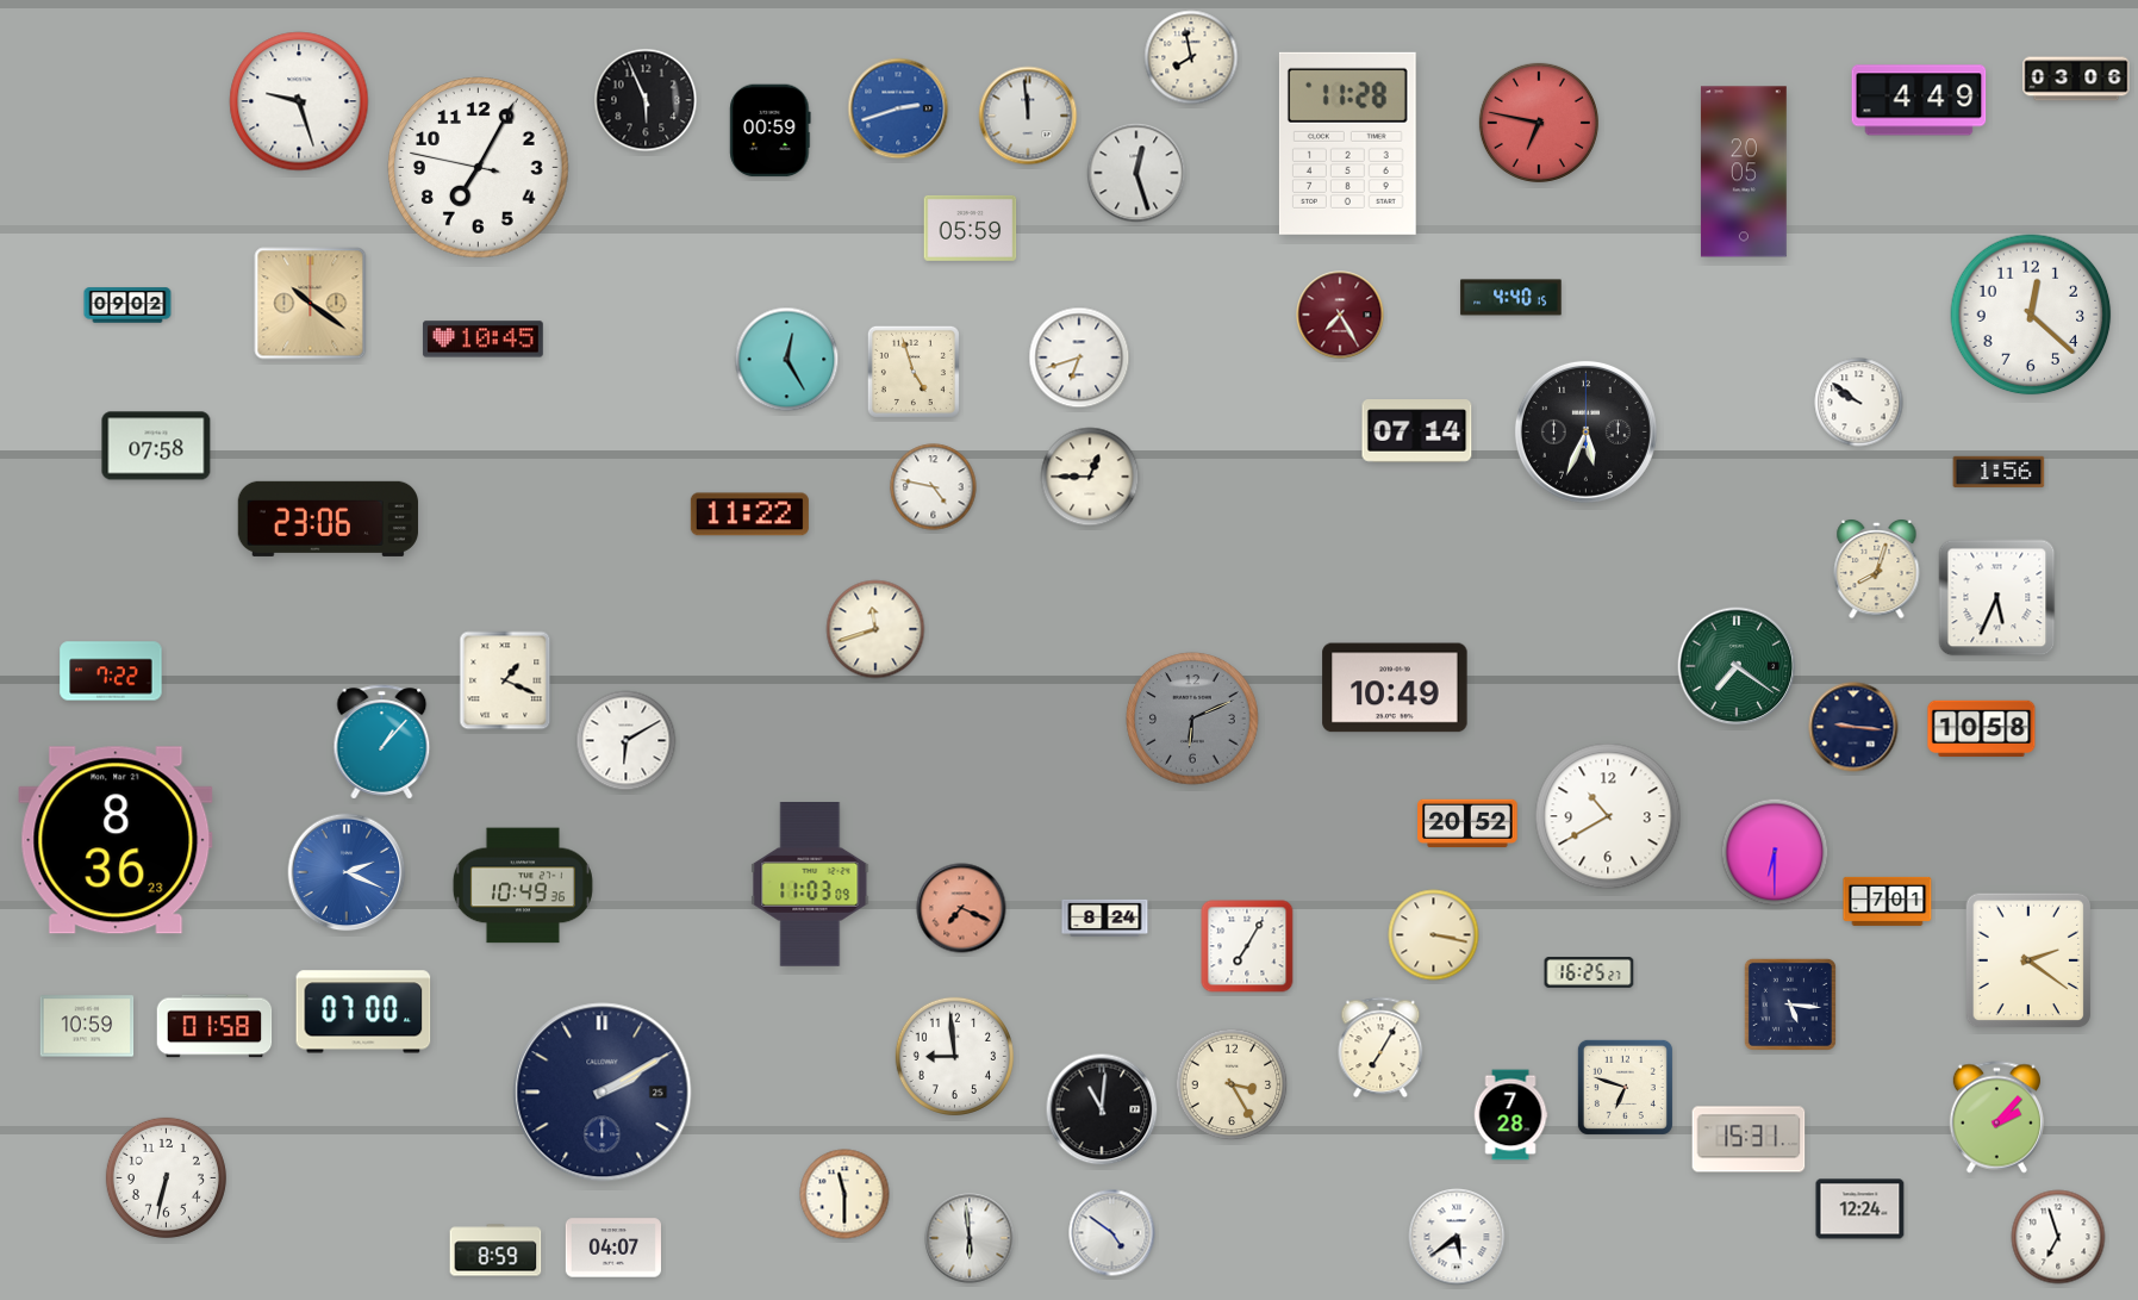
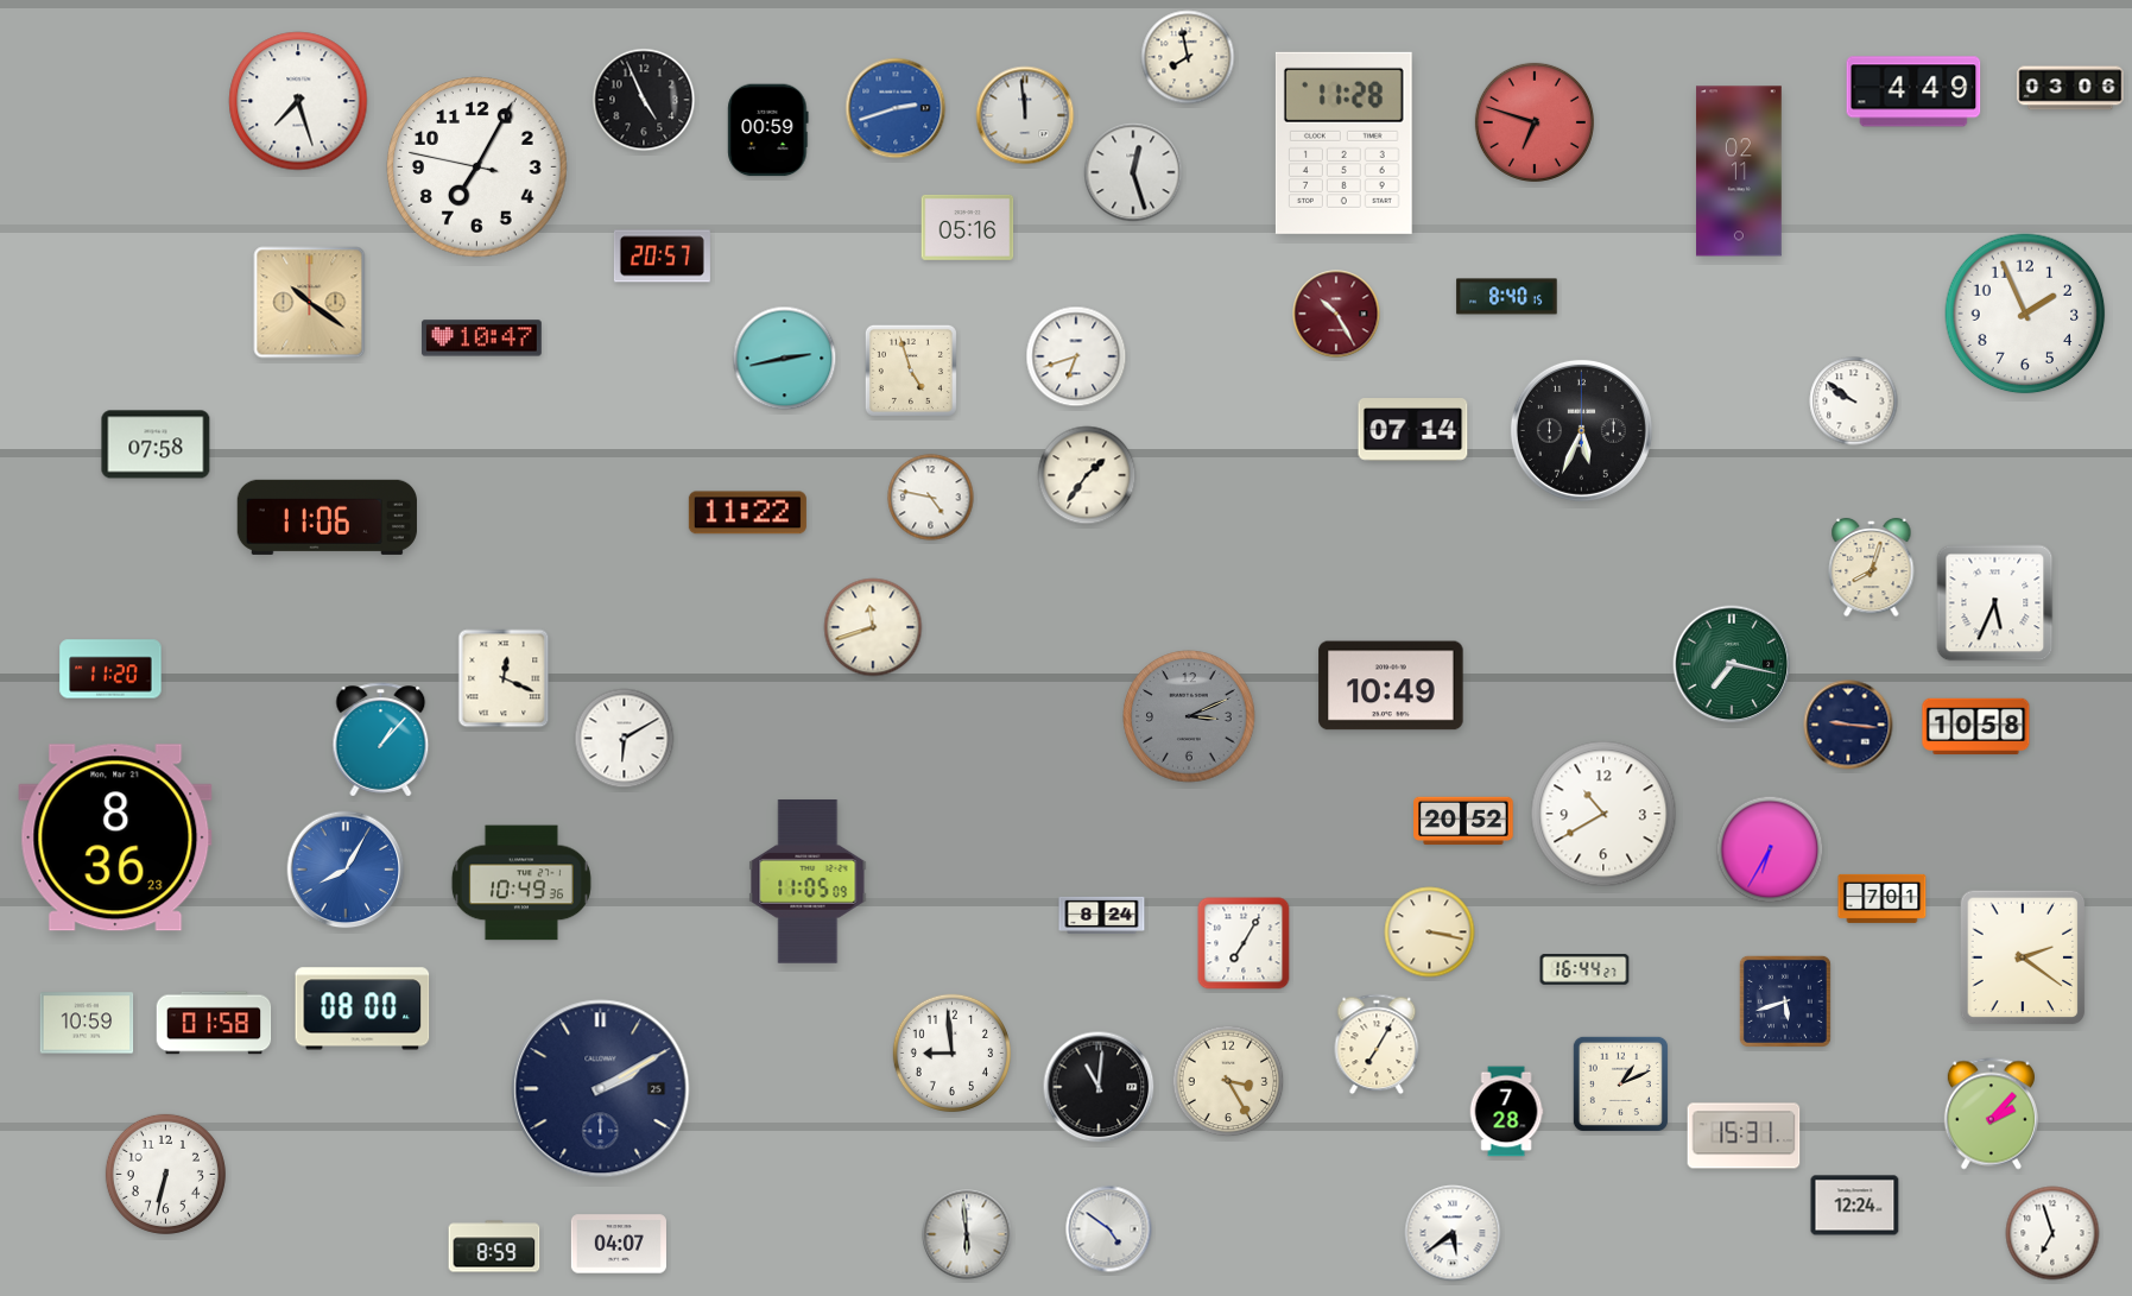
clock at (2076, 79) position: (2076, 79) -> (2070, 88)
clock at (646, 100): 5:56 -> 4:56
clock at (1919, 100) position: (1919, 100) -> (1913, 91)
clock at (299, 101): 9:27 -> 7:27
clock at (1539, 123): 6:47 -> 6:48
clock at (1744, 172): 20:05 -> 02:11
clock at (971, 228): 05:59 -> 05:16
clock at (662, 257): none -> 20:57
clock at (1511, 298): 4:40 -> 8:40
clock at (127, 305): 09:02 -> none
clock at (1340, 315): 7:25 -> 10:25
clock at (2031, 315): 12:22 -> 1:56
clock at (482, 340): 10:45 -> 10:47
clock at (787, 360): 12:25 -> 2:43
clock at (1999, 472): 1:56 -> none
clock at (1090, 477): 12:45 -> 1:36
clock at (934, 487) position: (934, 487) -> (931, 498)
clock at (328, 518): 23:06 -> 11:06
clock at (1997, 598) position: (1997, 598) -> (1995, 603)
clock at (1737, 666): 7:21 -> 7:17
clock at (111, 671): 7:22 -> 11:20
clock at (505, 680): 1:19 -> 12:19
clock at (1192, 719): 6:11 -> 3:11
clock at (1775, 852): 6:30 -> 6:35
clock at (347, 872): 2:19 -> 8:05
clock at (810, 885): 11:03 -> 11:05
clock at (961, 908): 7:19 -> none
clock at (1589, 972): 16:25 -> 16:44
clock at (1790, 1004): 5:16 -> 5:42
clock at (363, 1012): 07:00 -> 08:00
clock at (1625, 1087): 6:48 -> 1:11
clock at (1102, 1109) position: (1102, 1109) -> (1099, 1087)
clock at (844, 1194): 11:30 -> none
clock at (613, 1248) position: (613, 1248) -> (619, 1244)
